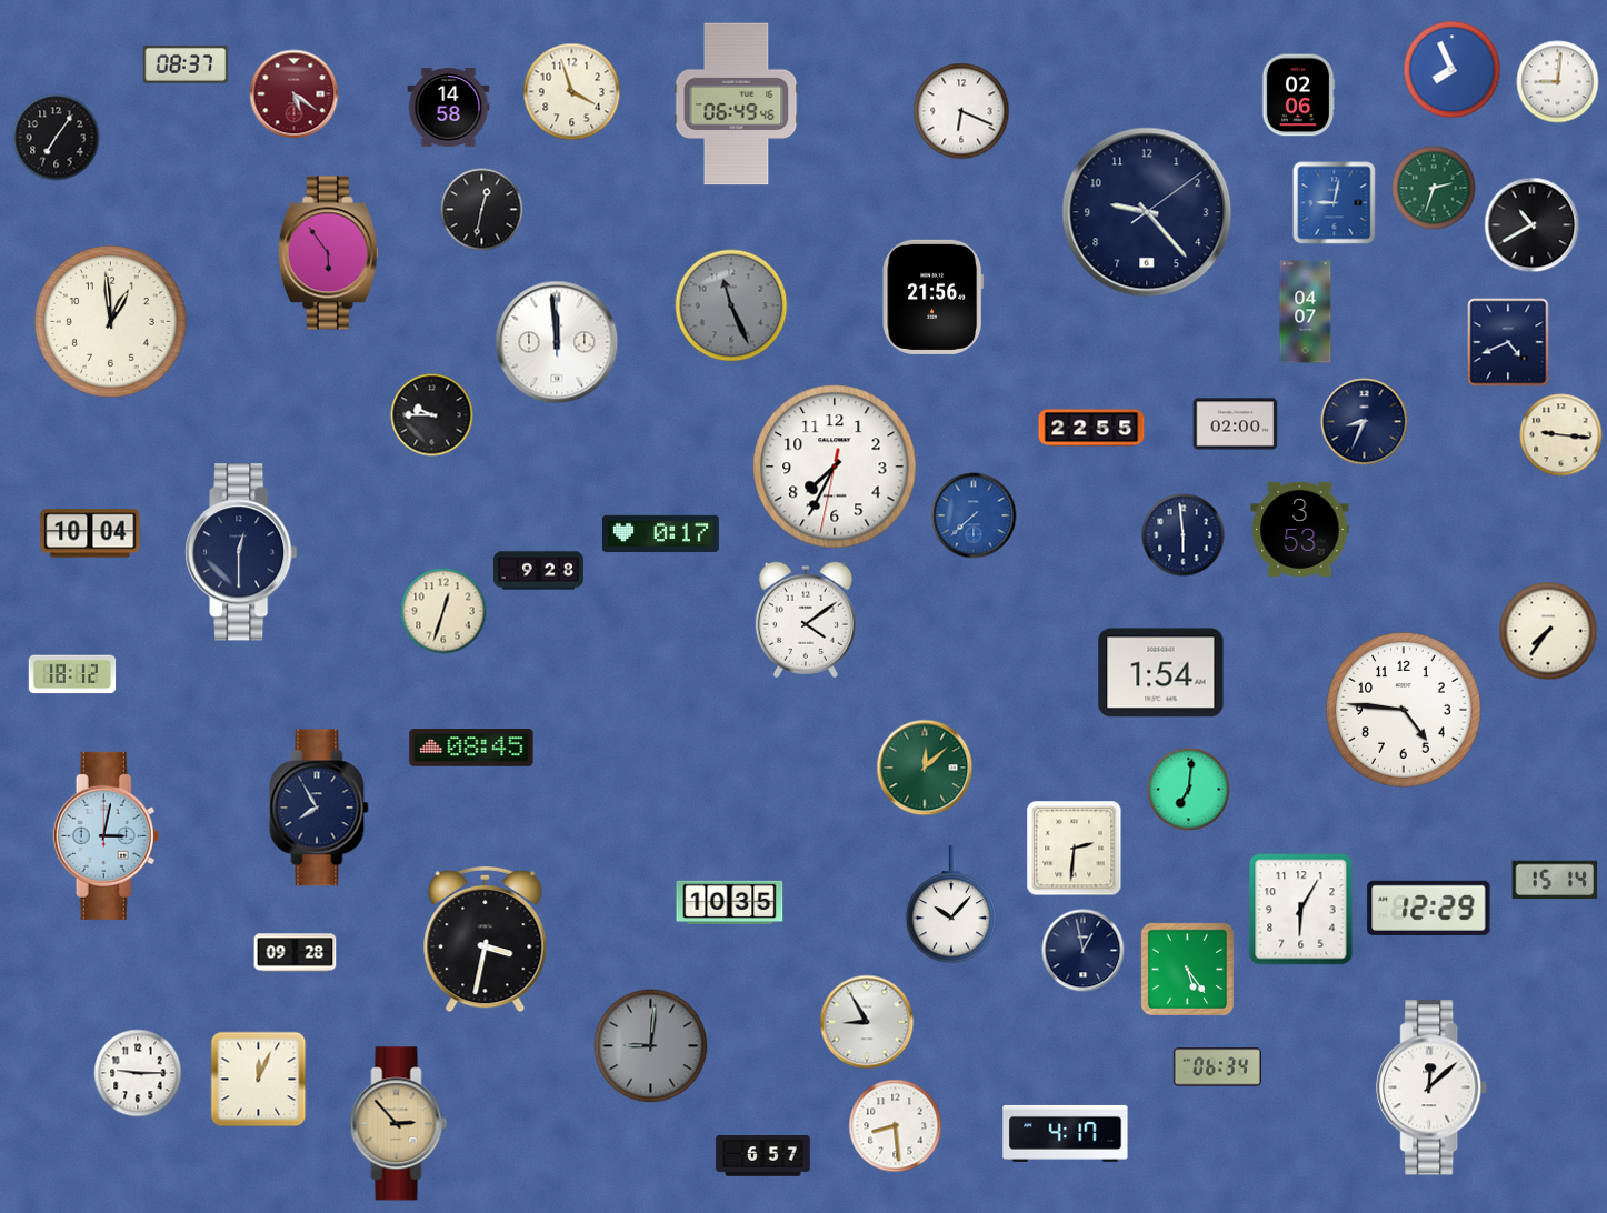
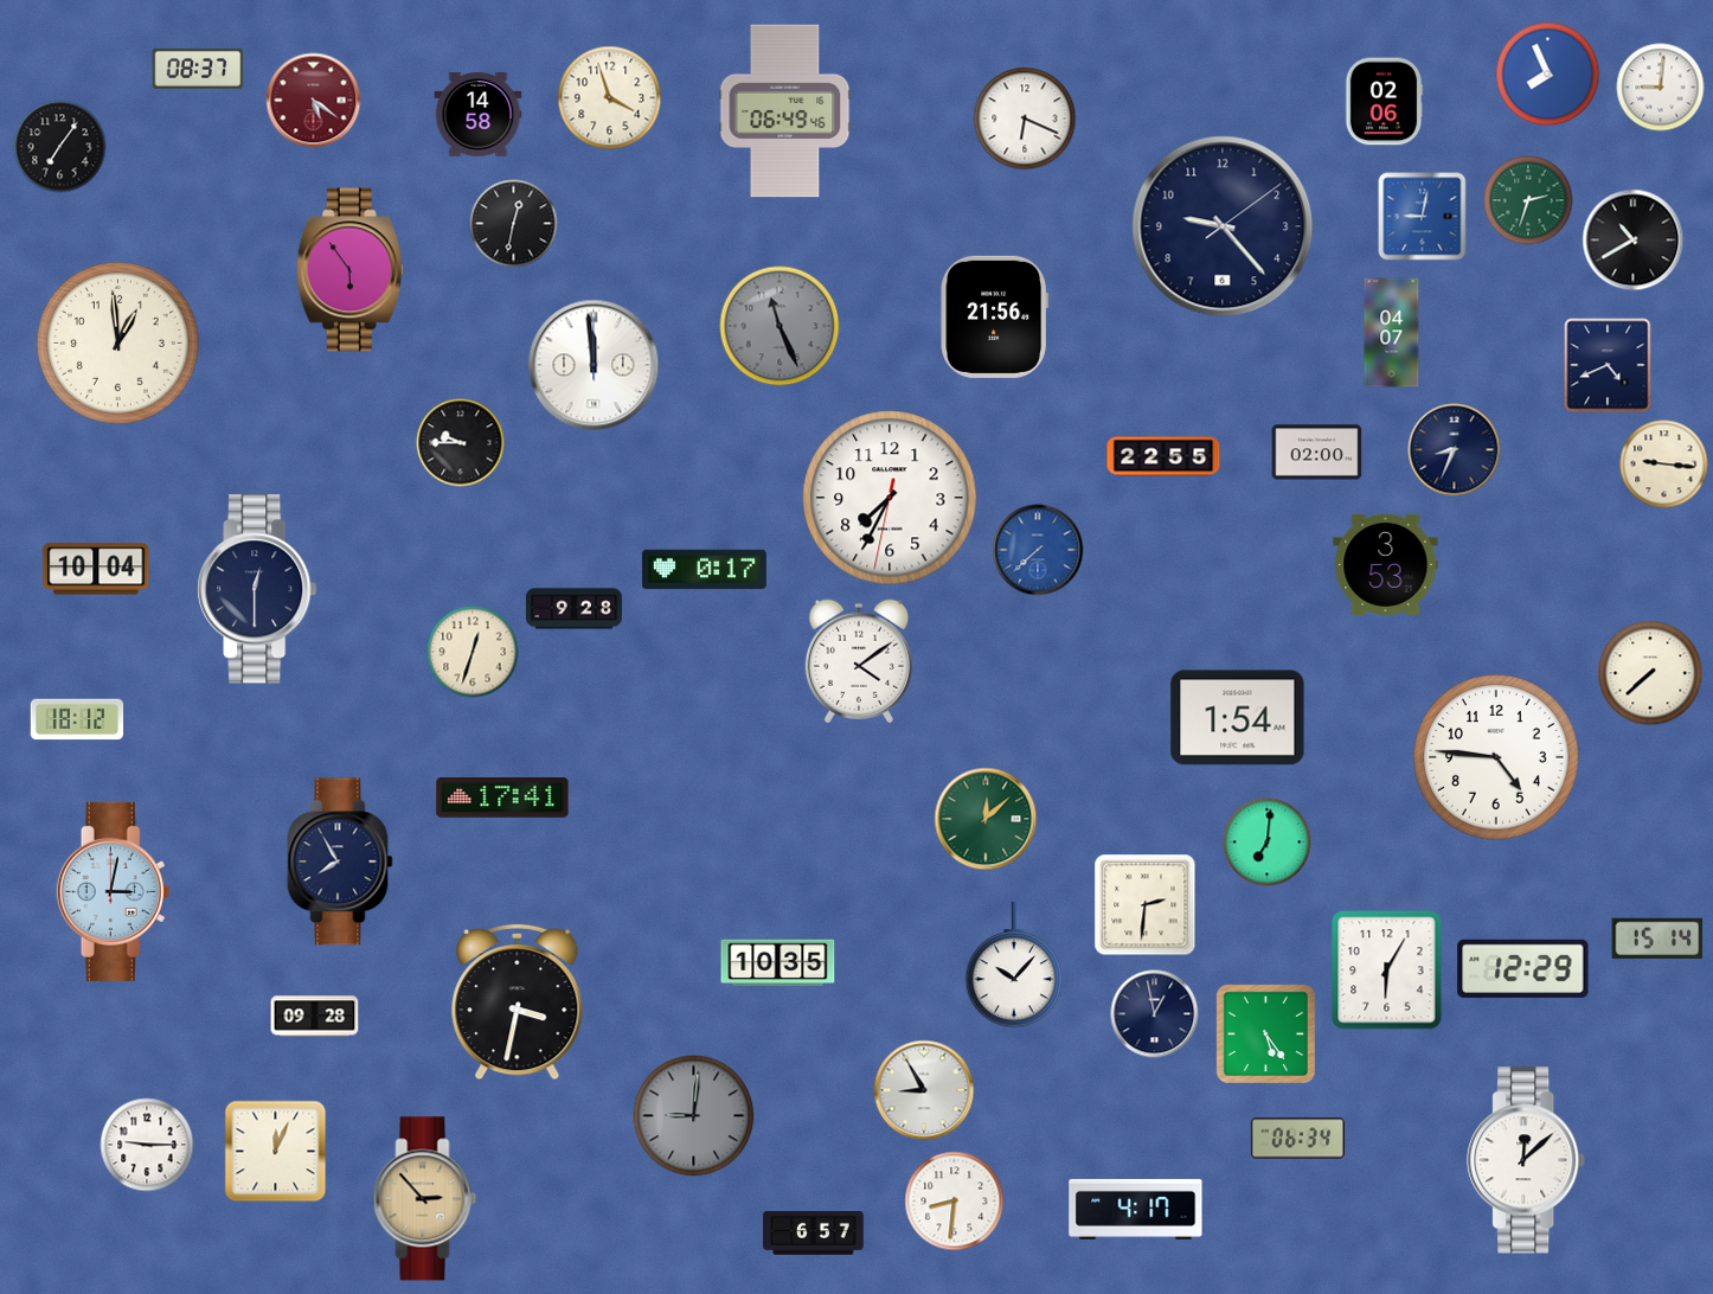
clock at (1184, 535): 5:59 -> none
clock at (1548, 631): 7:36 -> 7:38
clock at (471, 749): 08:45 -> 17:41
clock at (896, 1126): 8:29 -> 8:31
